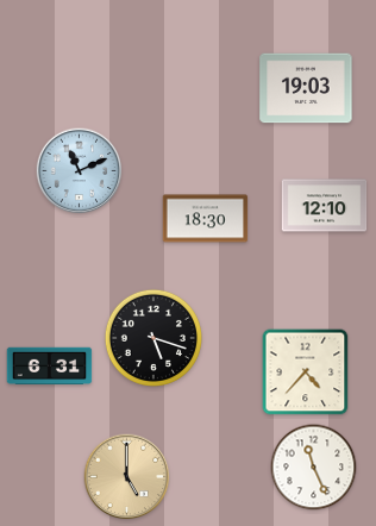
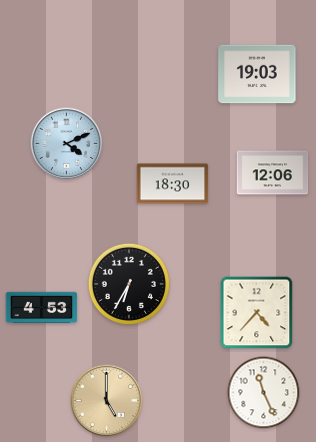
clock at (80, 171): 11:11 -> 4:11
clock at (325, 206): 12:10 -> 12:06
clock at (153, 338): 5:18 -> 6:35
clock at (50, 367): 6:31 -> 4:53
